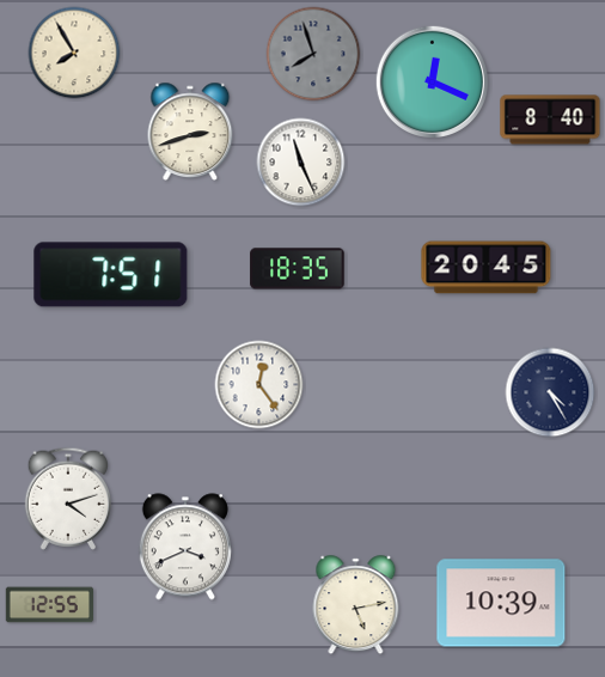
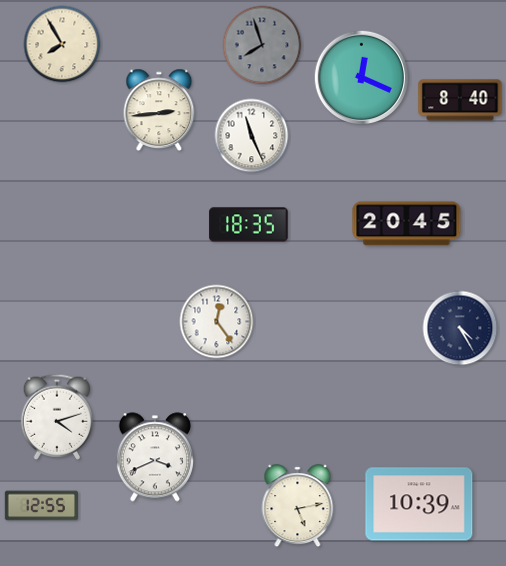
clock at (432, 81) position: (432, 81) -> (361, 77)
clock at (190, 130): 2:42 -> 2:44
clock at (111, 275): 7:51 -> none
